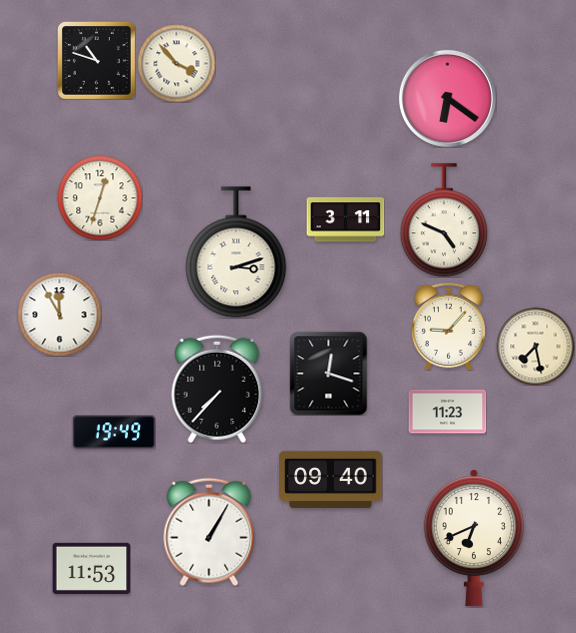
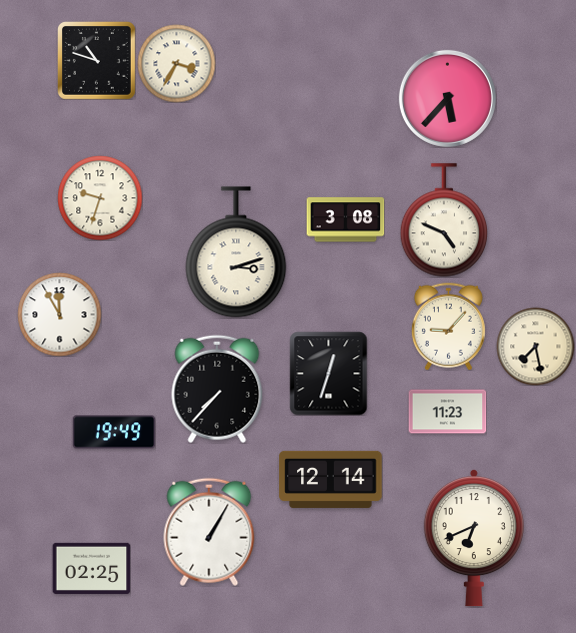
clock at (176, 63): 3:53 -> 3:35
clock at (447, 98): 6:21 -> 5:37
clock at (100, 198): 12:33 -> 9:33
clock at (345, 220): 3:11 -> 3:08
clock at (329, 373): 12:18 -> 12:33
clock at (331, 479): 09:40 -> 12:14
clock at (91, 568): 11:53 -> 02:25
